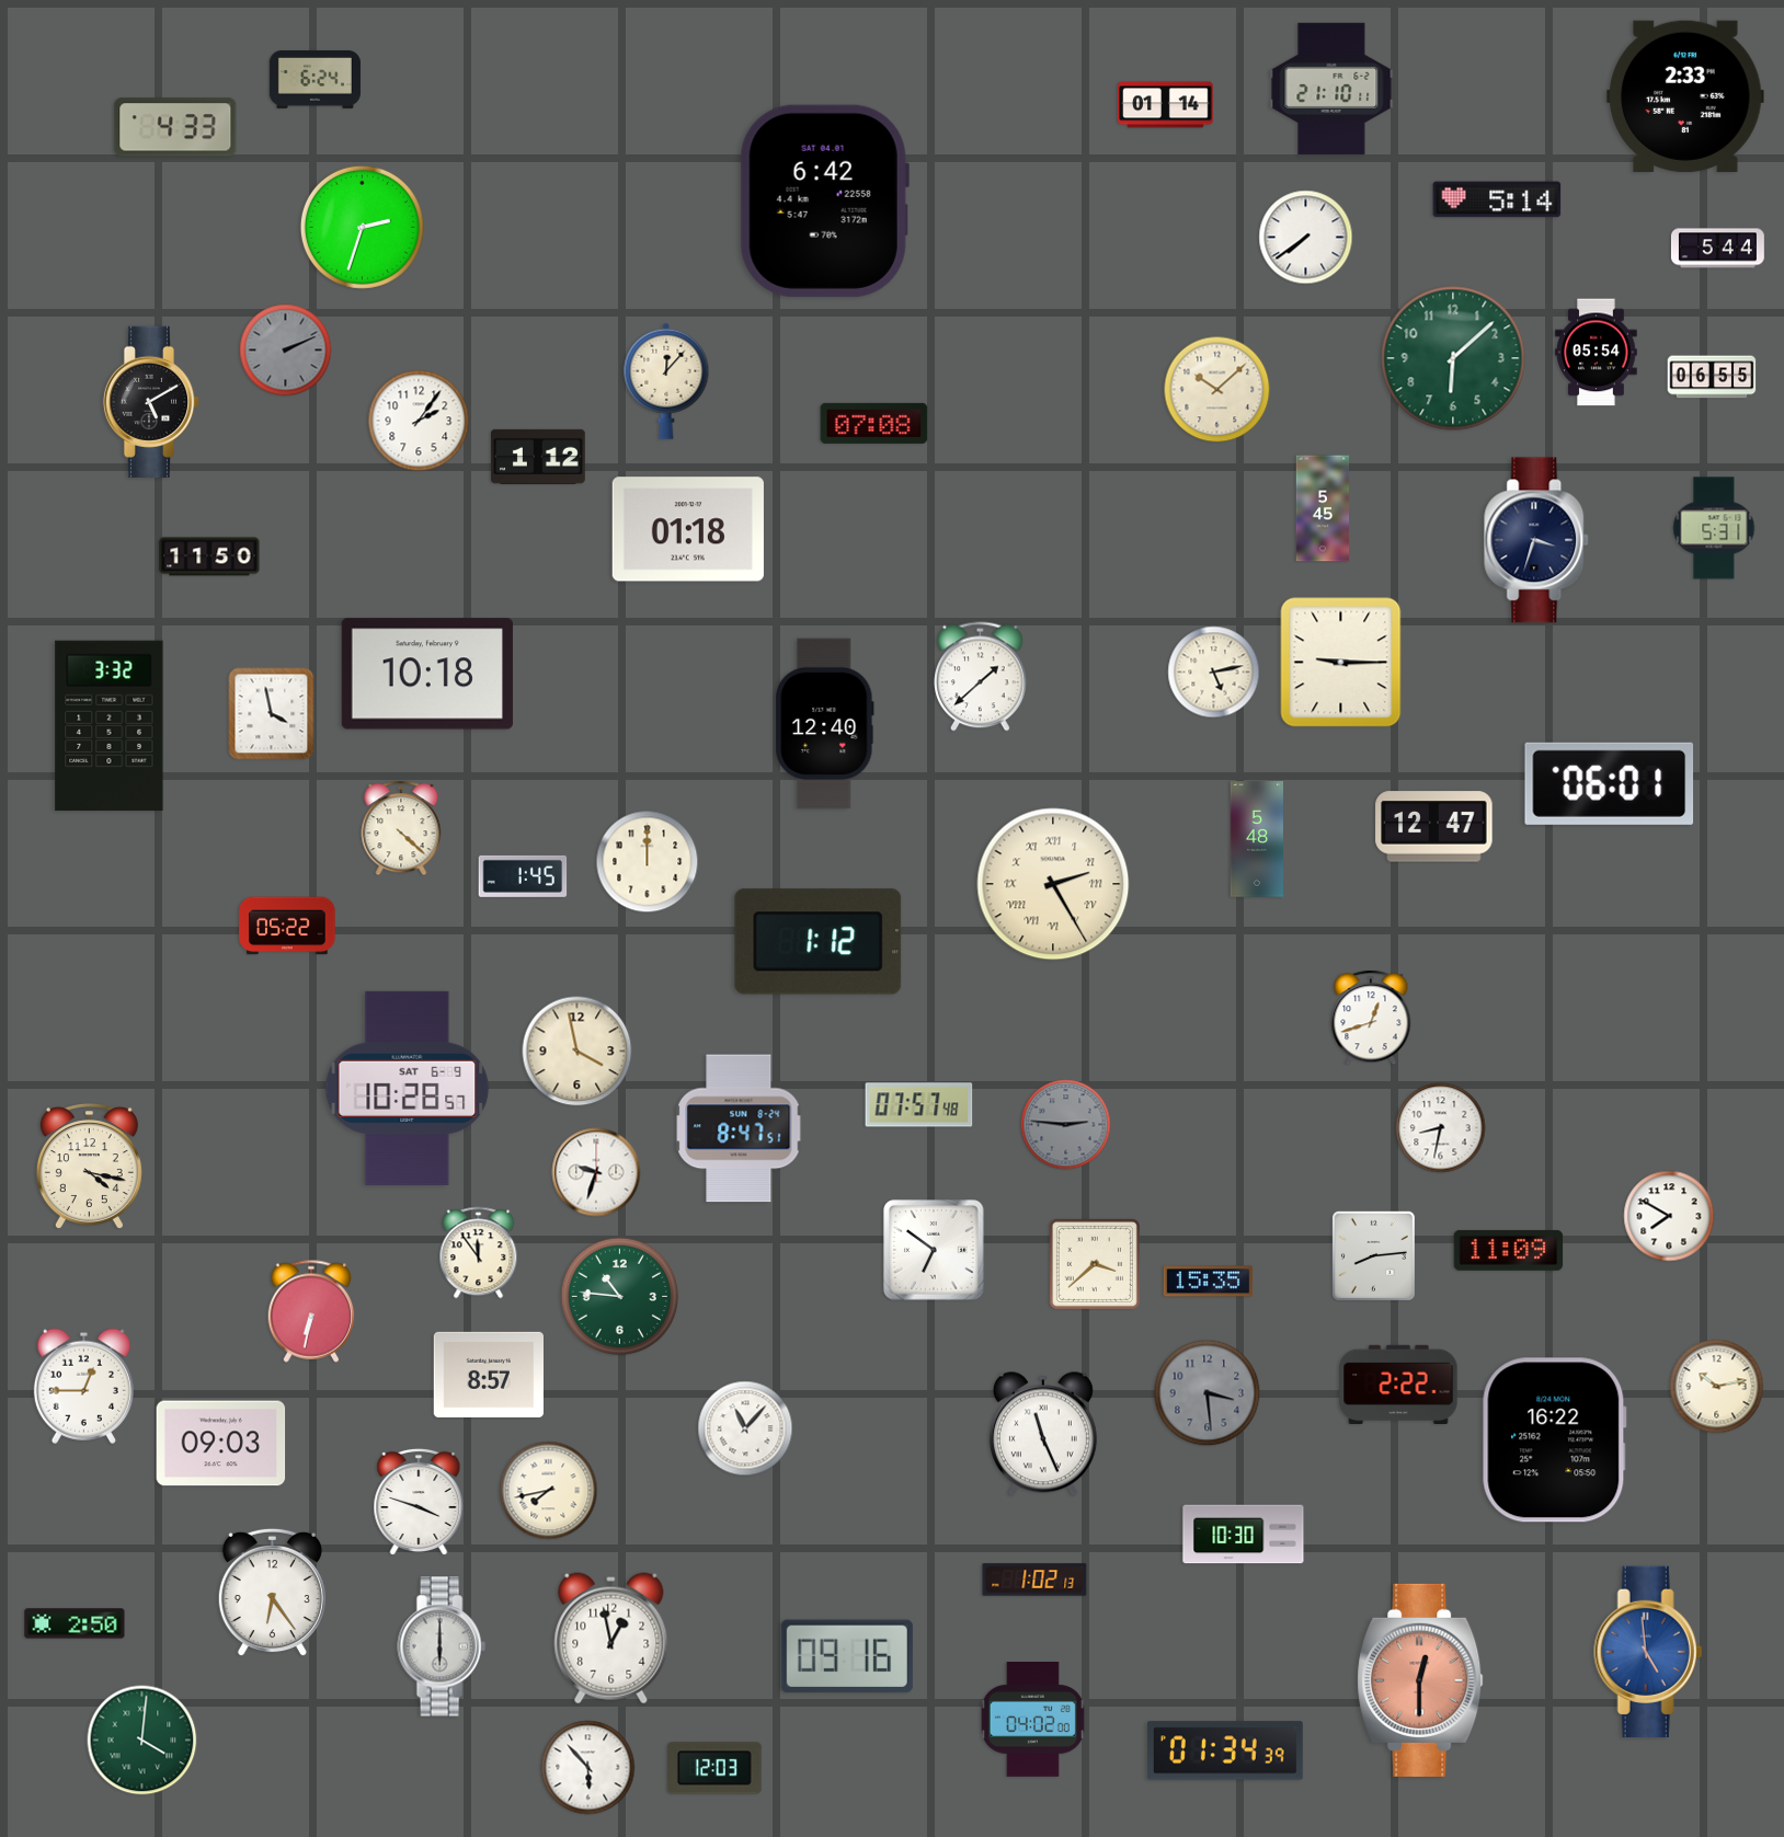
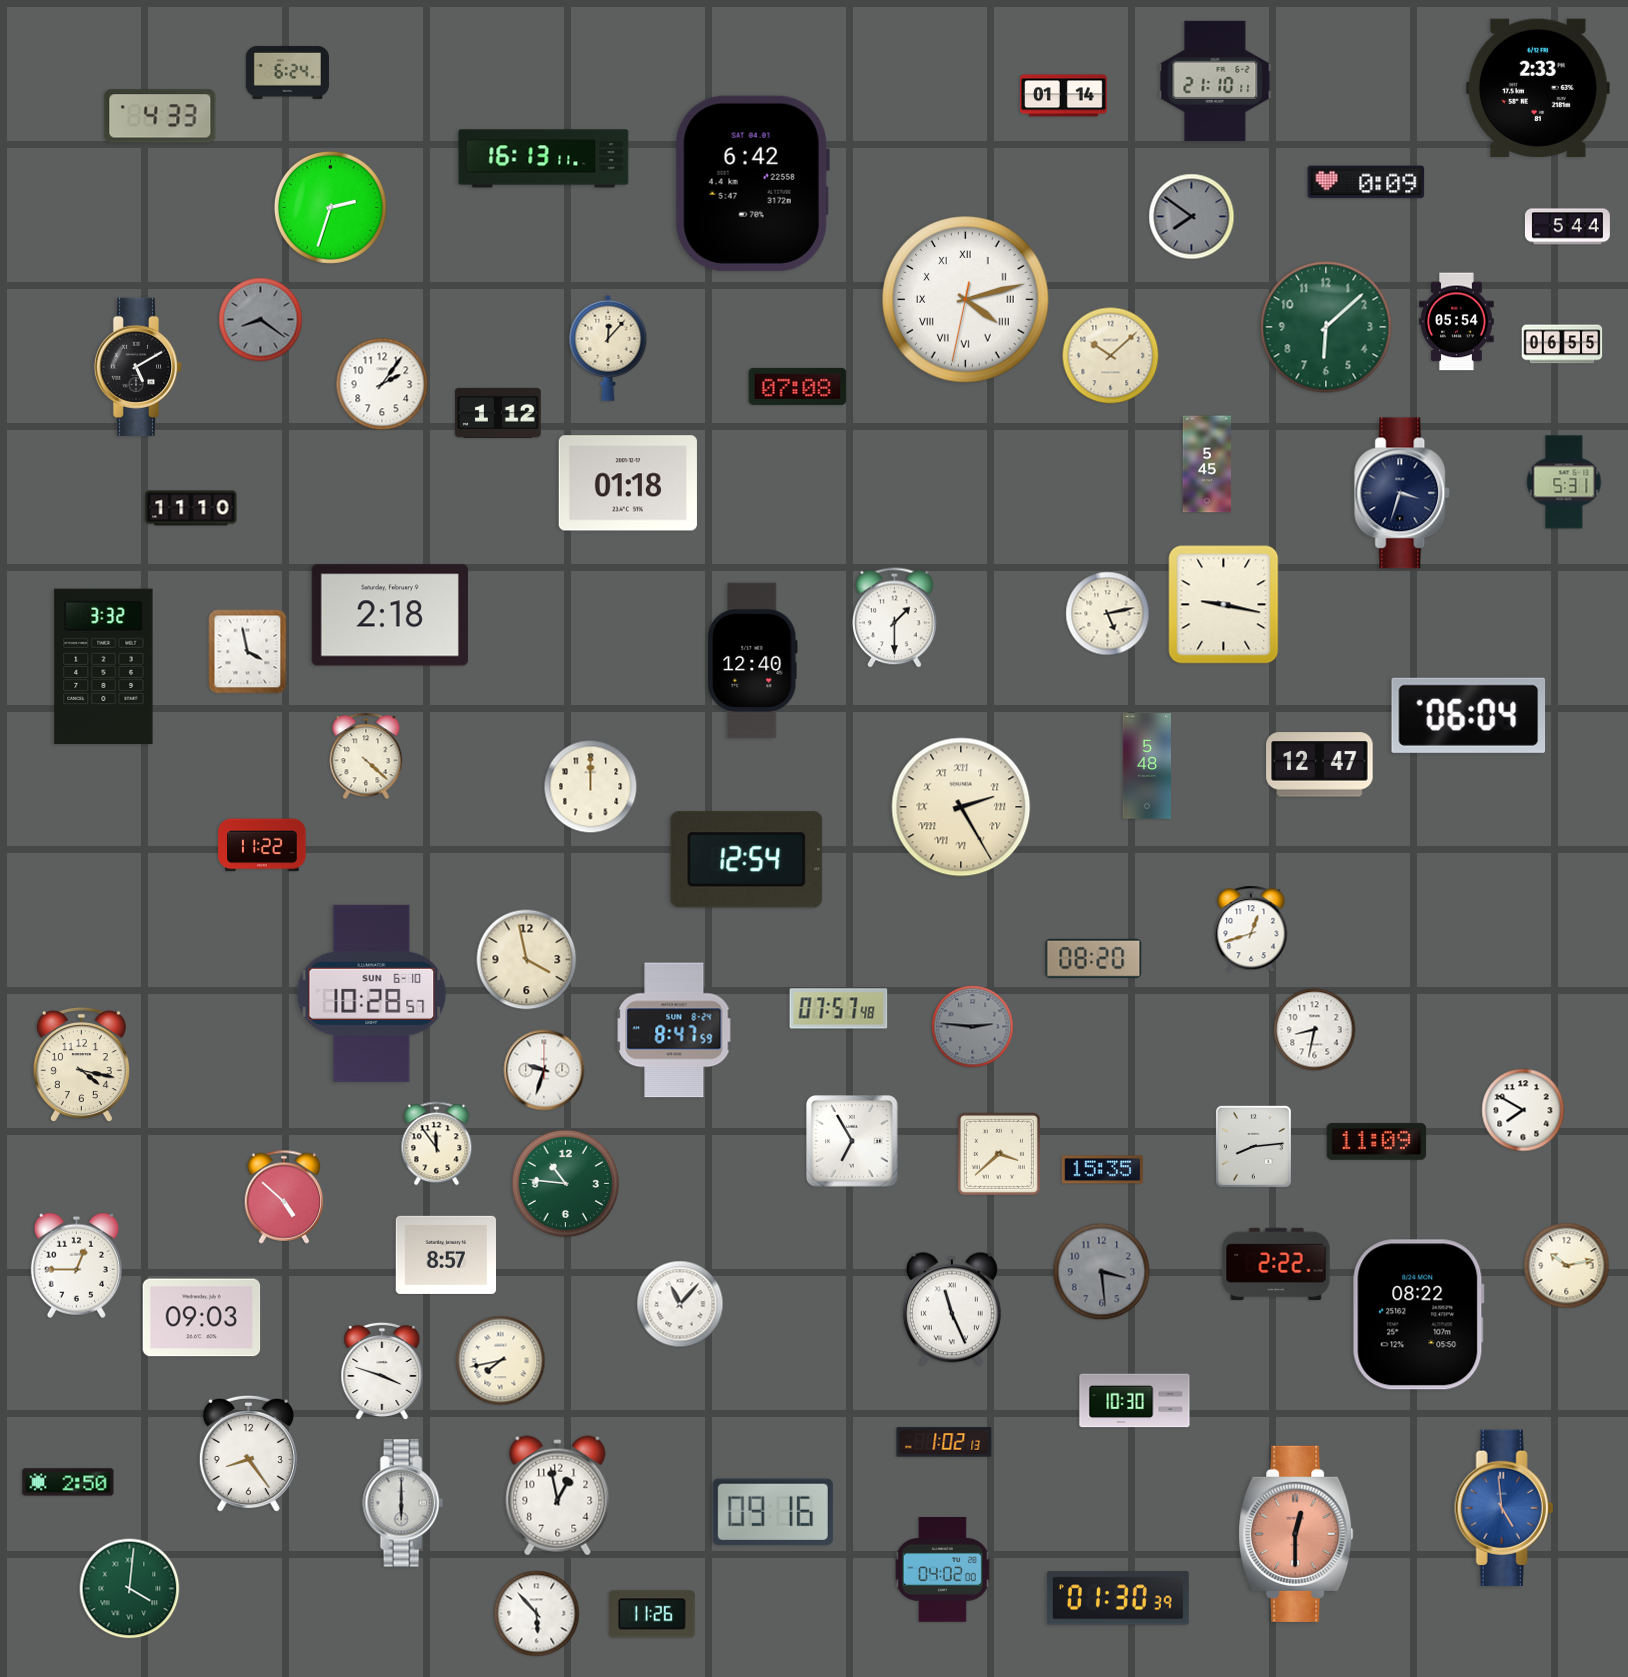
clock at (544, 159): none -> 16:13
clock at (1497, 199): 5:14 -> 0:09
clock at (1306, 238): 7:39 -> 7:51
clock at (1306, 238) dial: white -> grey
clock at (966, 300): none -> 4:12
clock at (286, 351): 2:11 -> 8:21
clock at (539, 457) position: (539, 457) -> (499, 413)
clock at (209, 556): 11:50 -> 11:10
clock at (1341, 663): 9:15 -> 9:17
clock at (427, 674): 10:18 -> 2:18
clock at (981, 677): 1:38 -> 1:30
clock at (110, 726) position: (110, 726) -> (104, 667)
clock at (1610, 783): 06:01 -> 06:04
clock at (1434, 827) position: (1434, 827) -> (1320, 765)
clock at (523, 876): 1:45 -> none
clock at (287, 926): 05:22 -> 11:22
clock at (819, 942): 1:12 -> 12:54
clock at (1094, 958): none -> 08:20
clock at (408, 1088) date: SAT 6-9 -> SUN 6-10
clock at (739, 1128): 8:47:51 -> 8:47:59
clock at (934, 1250): 6:51 -> 6:55
clock at (311, 1311): 6:32 -> 4:52
clock at (1554, 1440): 16:22 -> 08:22
clock at (272, 1593): 6:24 -> 8:24
clock at (1225, 1750): 01:34 -> 01:30
clock at (714, 1768): 12:03 -> 11:26
